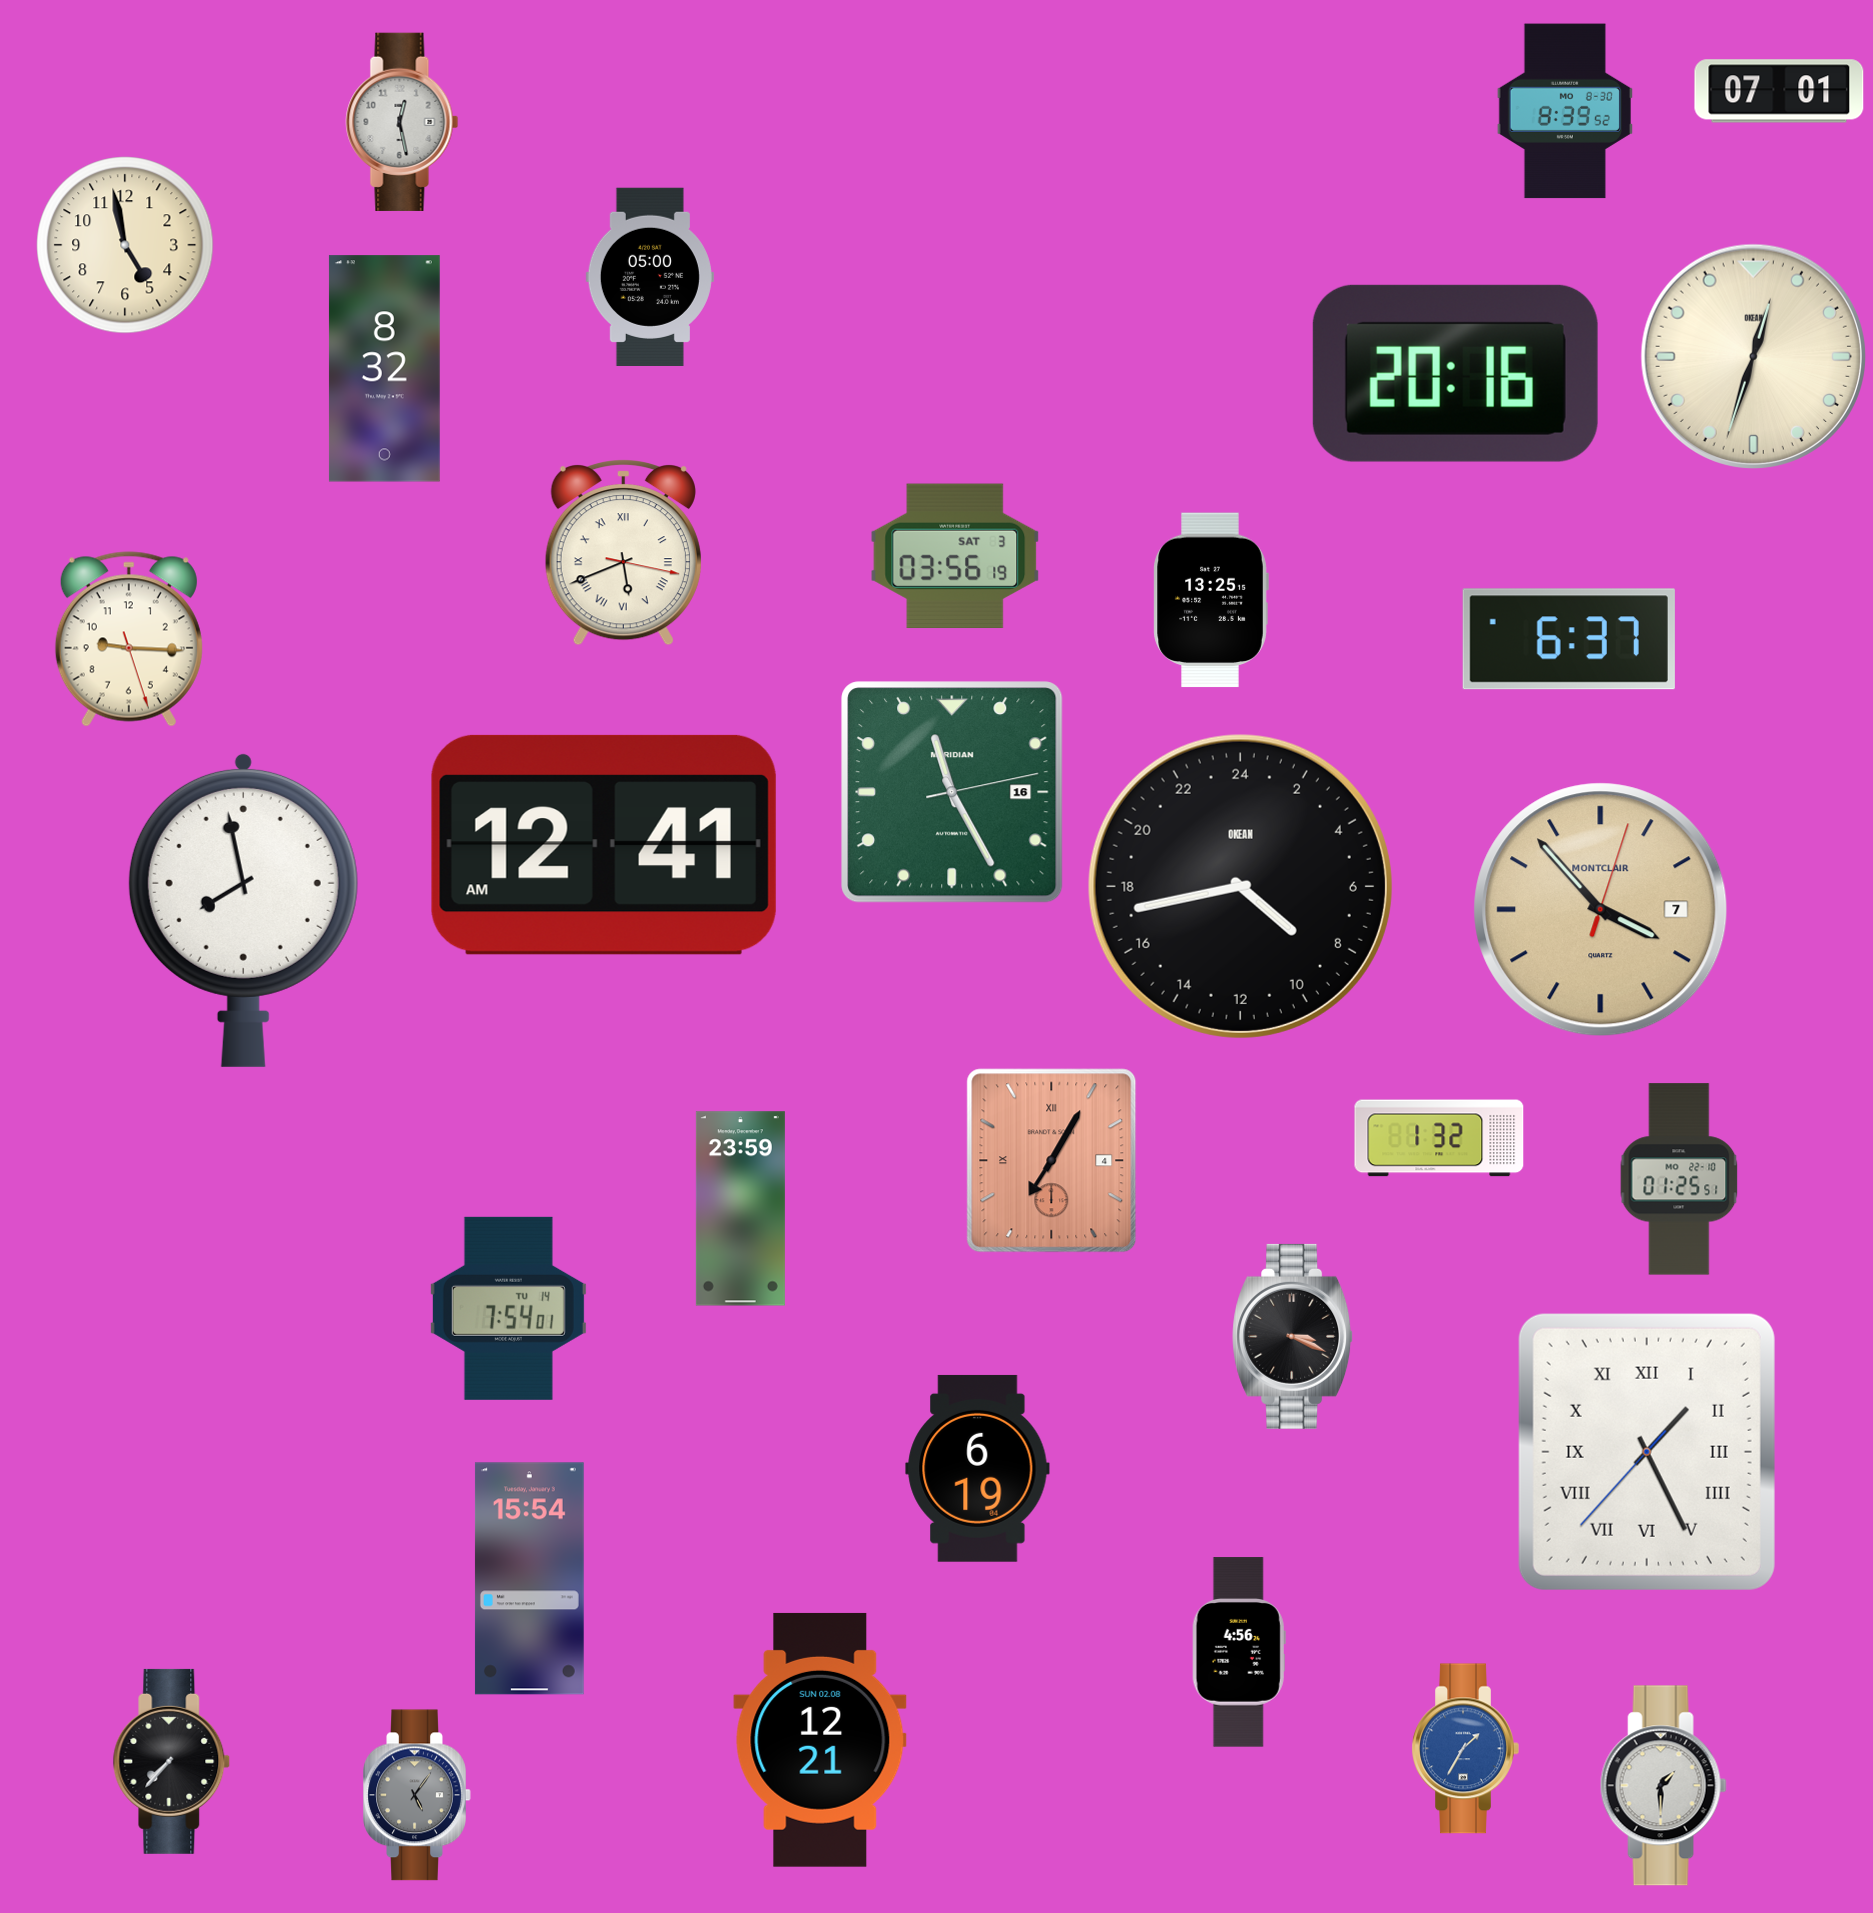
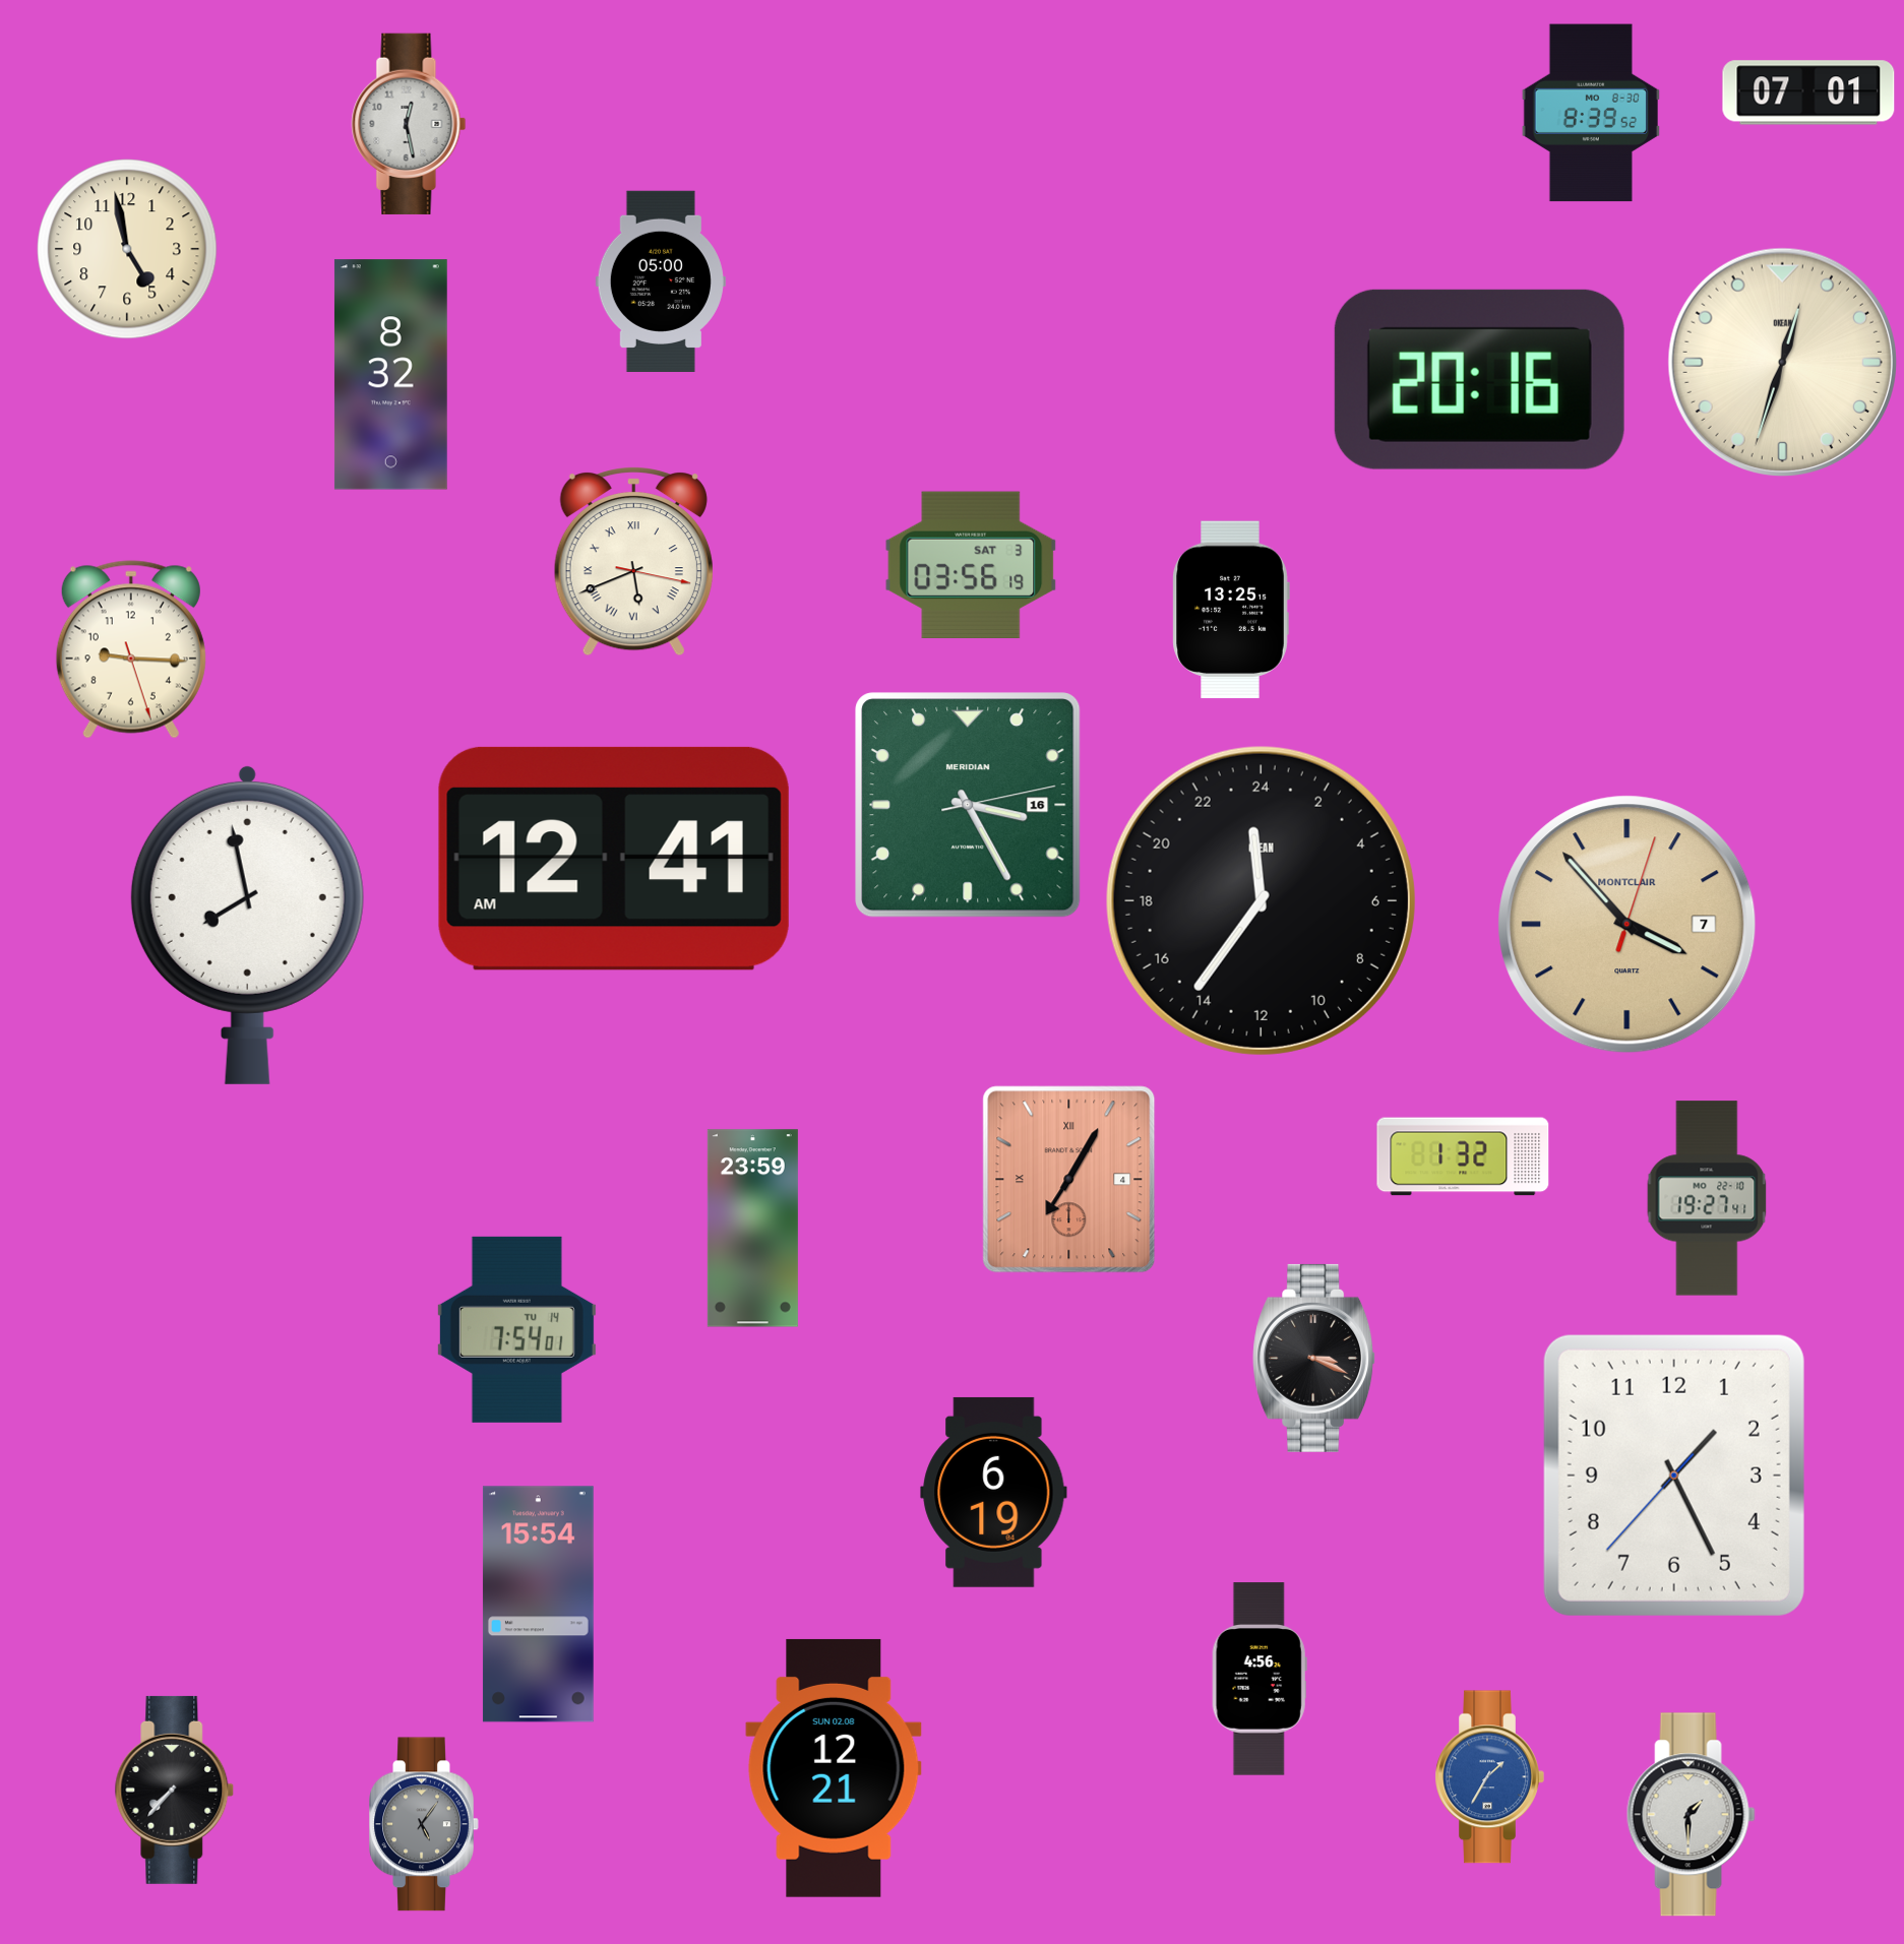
clock at (1569, 639): 6:37 -> none
clock at (952, 792): 11:25 -> 3:25
clock at (1240, 886): 8:43 -> 23:36
clock at (1679, 1179): 01:25 -> 19:27
clock at (1647, 1452) numerals: Roman -> Arabic
